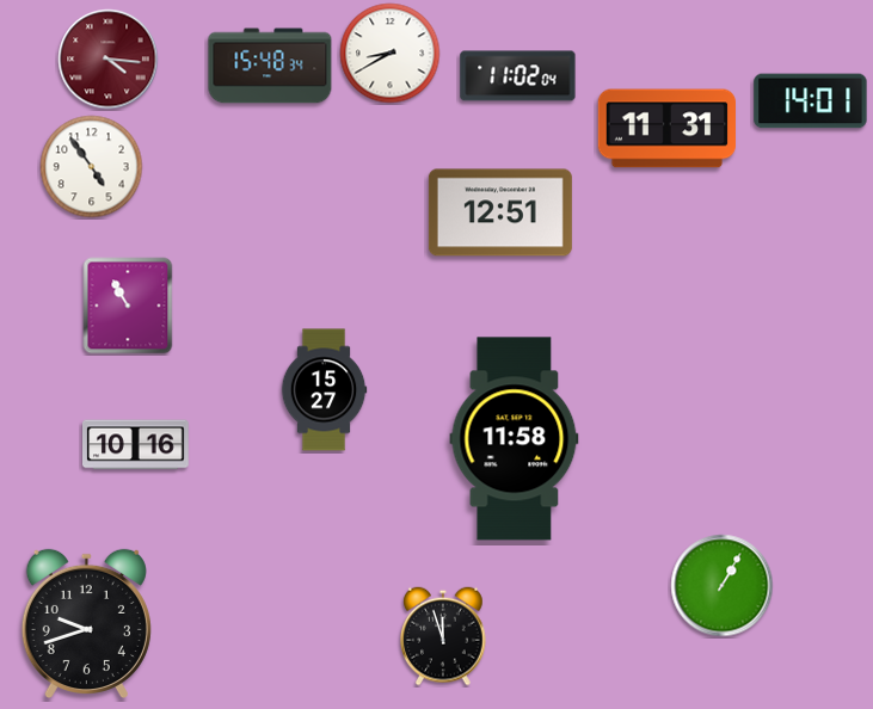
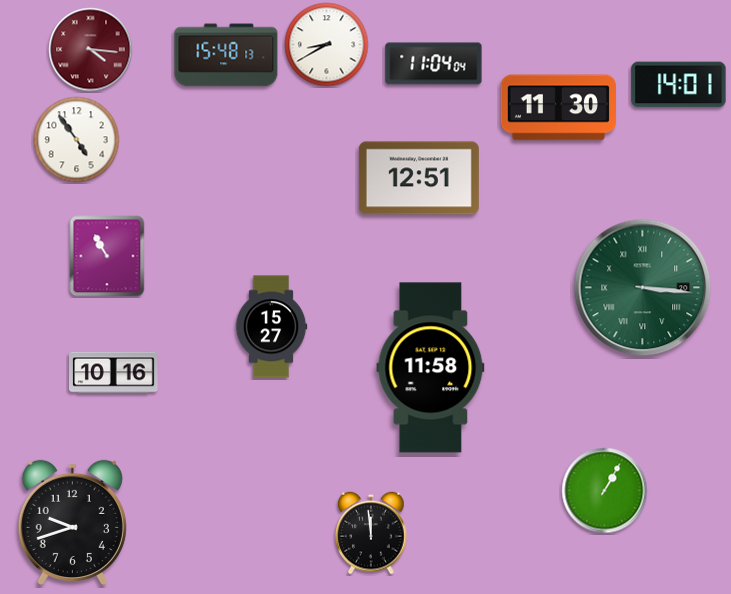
clock at (270, 66): 15:48:34 -> 15:48:13
clock at (518, 76): 11:02 -> 11:04
clock at (666, 129): 11:31 -> 11:30
clock at (643, 288): none -> 3:16
clock at (443, 636): 11:57 -> 11:59
